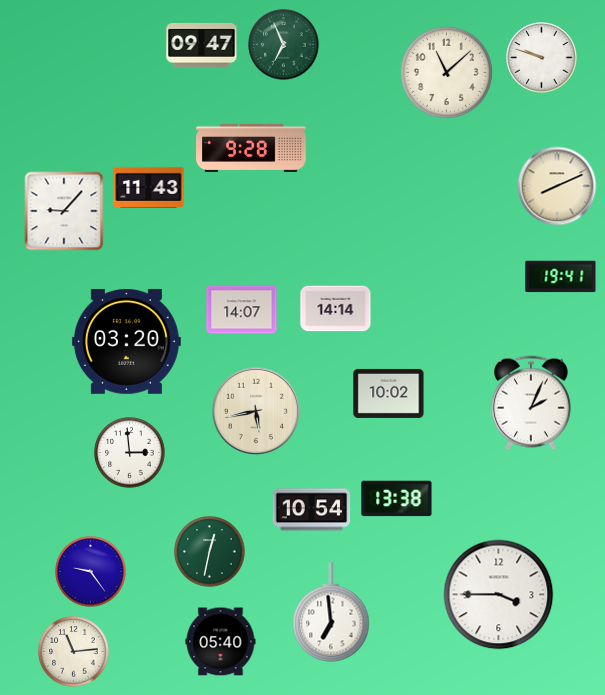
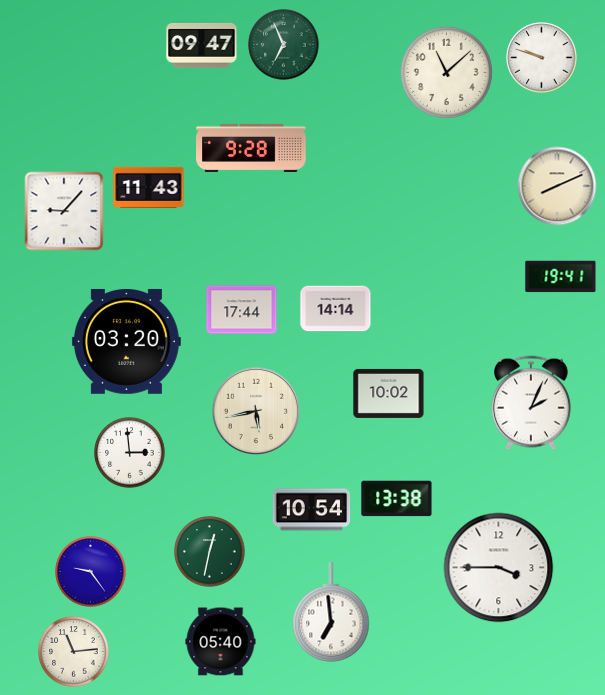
clock at (242, 310): 14:07 -> 17:44
clock at (499, 595) position: (499, 595) -> (499, 568)
